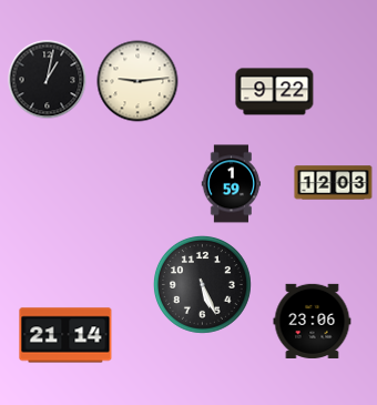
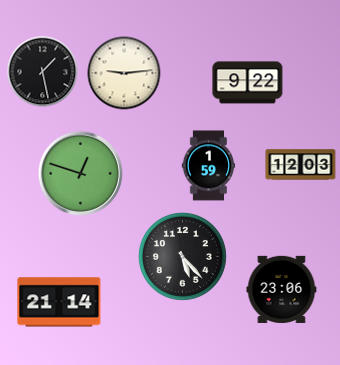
clock at (48, 80): 1:02 -> 1:28
clock at (80, 173): none -> 12:48
clock at (203, 285): 5:26 -> 5:23
